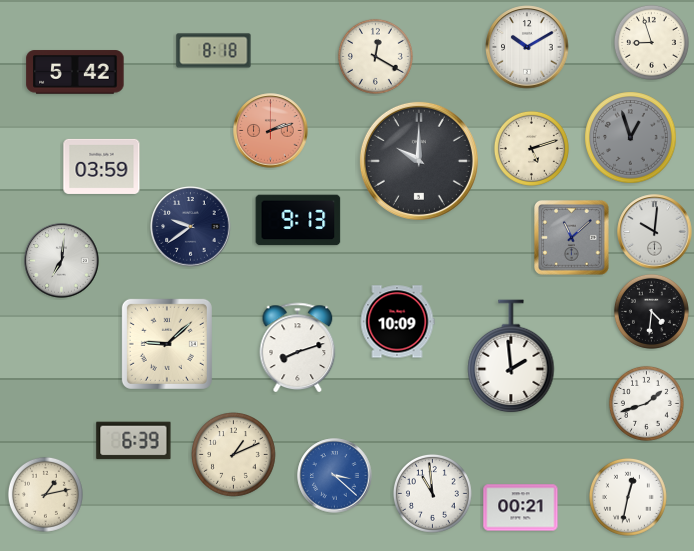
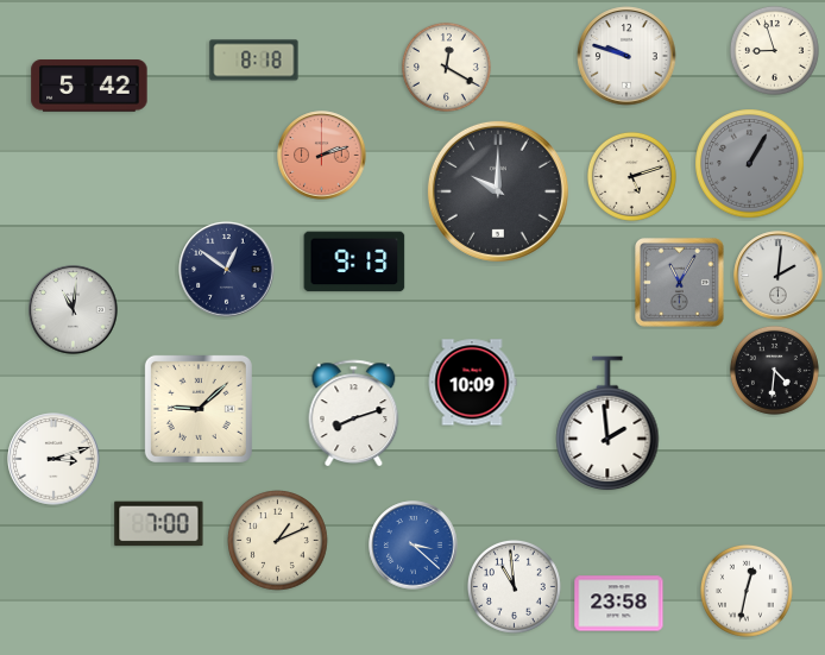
clock at (527, 47): 10:10 -> 9:48
clock at (631, 138): 12:57 -> 1:05
clock at (102, 166): 03:59 -> none
clock at (191, 227): 9:39 -> 12:51
clock at (655, 232): 10:01 -> 2:01
clock at (572, 238): 11:08 -> 11:05
clock at (62, 261): 7:01 -> 11:01
clock at (53, 459): none -> 3:12
clock at (646, 403): 1:42 -> none
clock at (134, 441): 6:39 -> 7:00
clock at (335, 476) position: (335, 476) -> (414, 546)
clock at (45, 494): 1:13 -> none
clock at (521, 508): 00:21 -> 23:58
